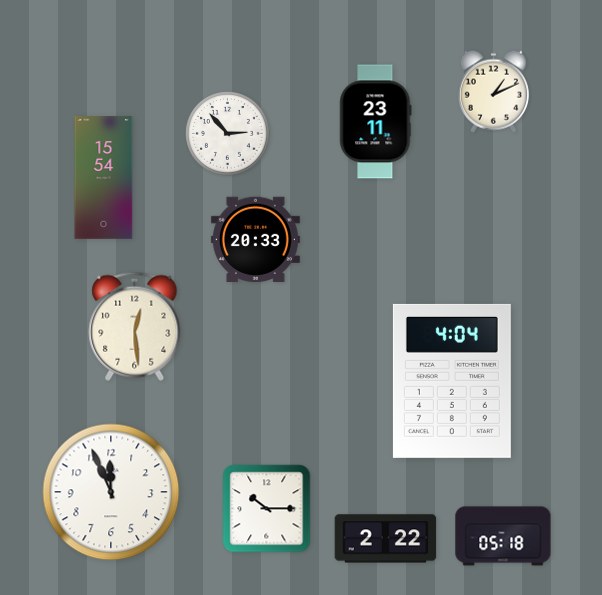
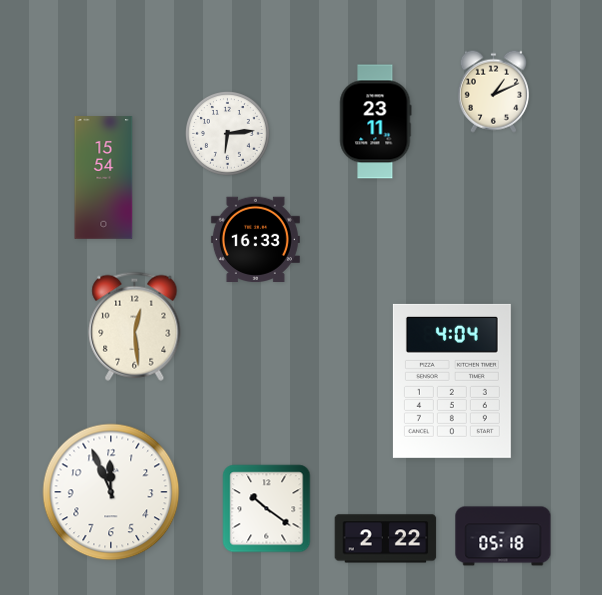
clock at (228, 134): 2:53 -> 6:14
clock at (255, 239): 20:33 -> 16:33
clock at (267, 509): 10:15 -> 10:21
